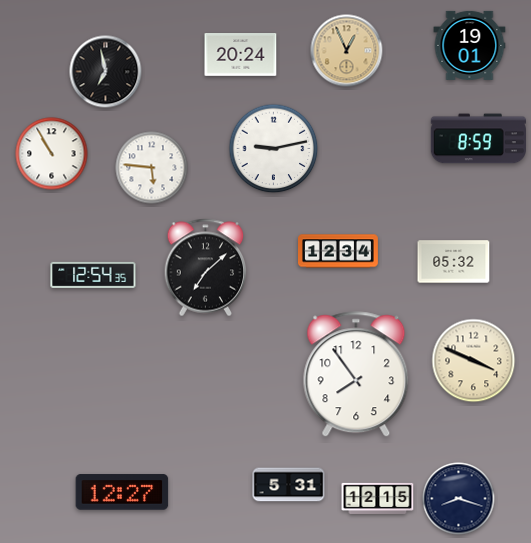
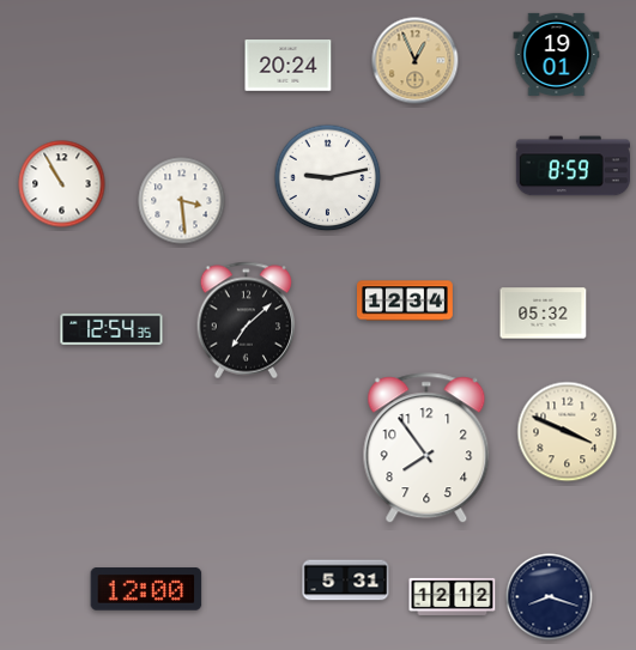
clock at (470, 45) position: (470, 45) -> (557, 54)
clock at (106, 72): 6:58 -> none
clock at (152, 168): 5:46 -> 3:29
clock at (122, 492): 12:27 -> 12:00
clock at (378, 498): 12:15 -> 12:12
